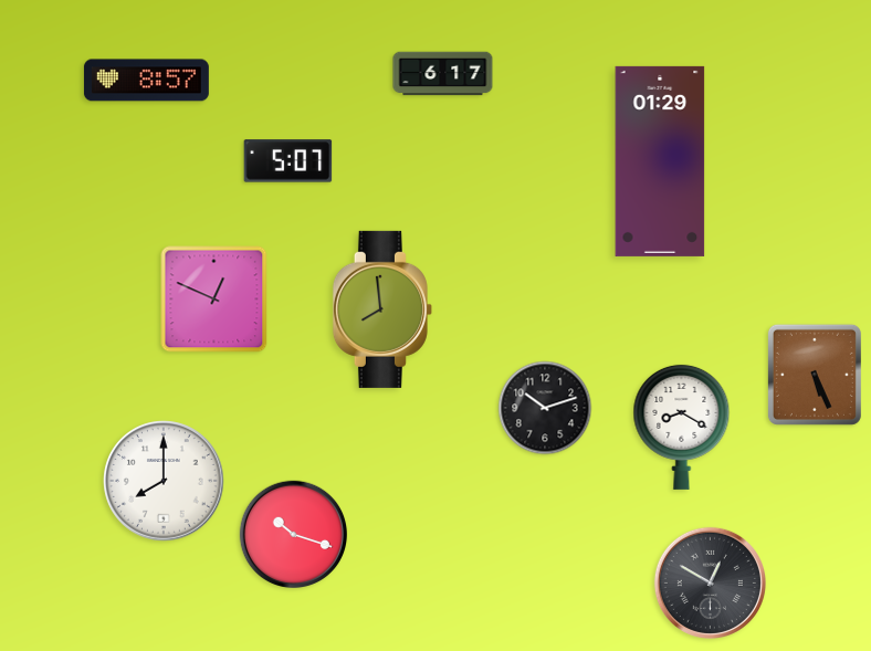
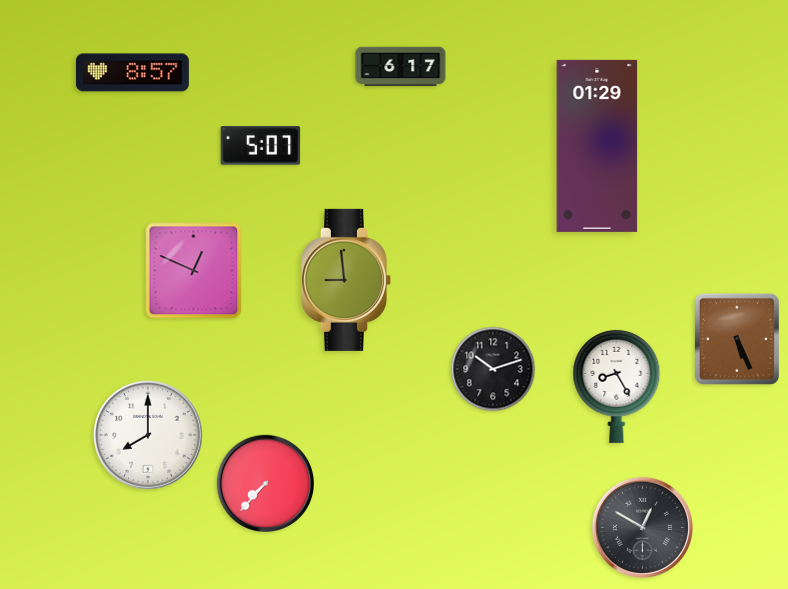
clock at (382, 309): 7:59 -> 8:59
clock at (682, 427): 8:20 -> 8:25
clock at (294, 535): 10:18 -> 7:37
